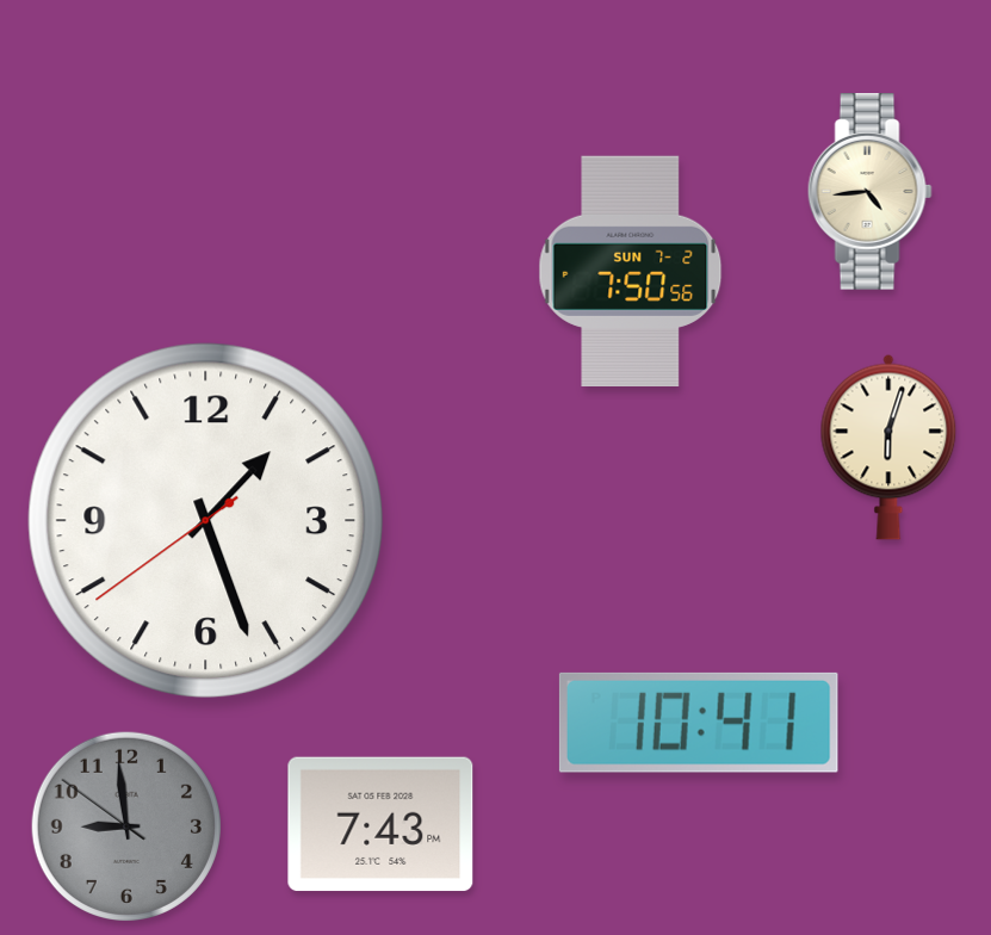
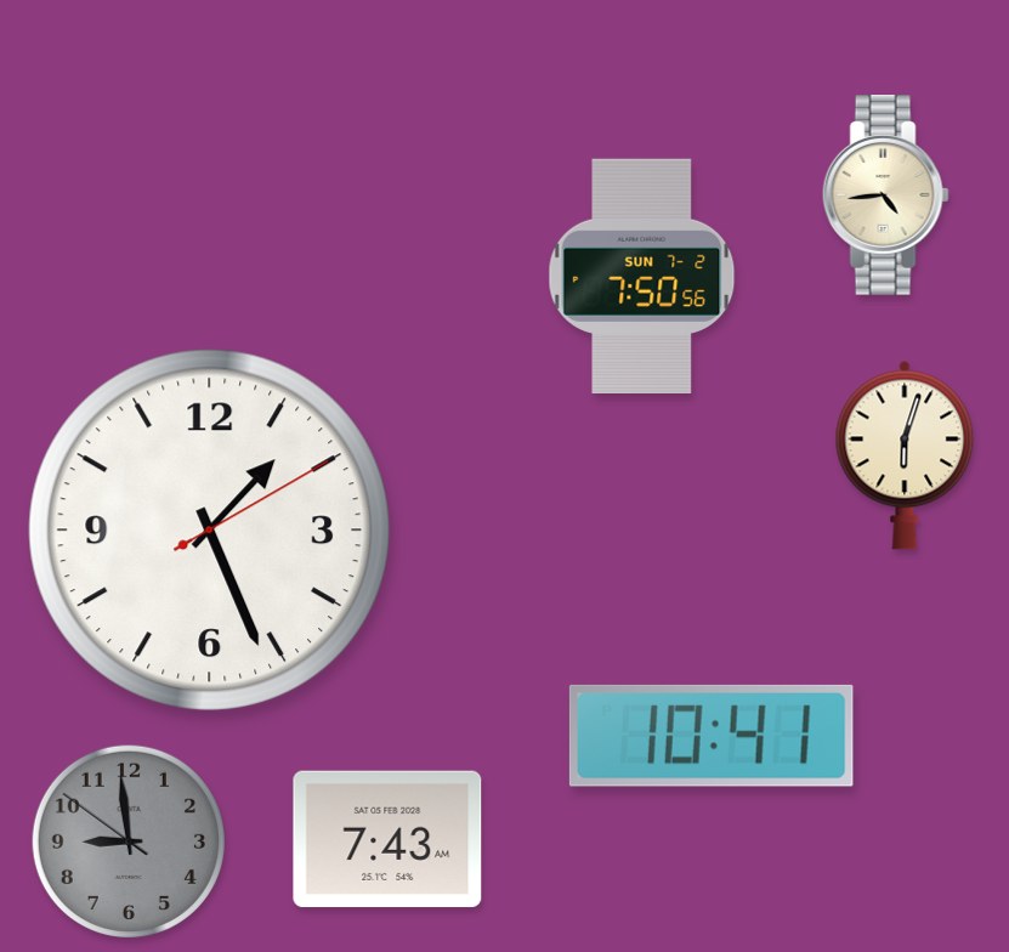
clock at (206, 521): 1:26:39 -> 1:26:10
clock at (380, 824): 7:43 PM -> 7:43 AM
